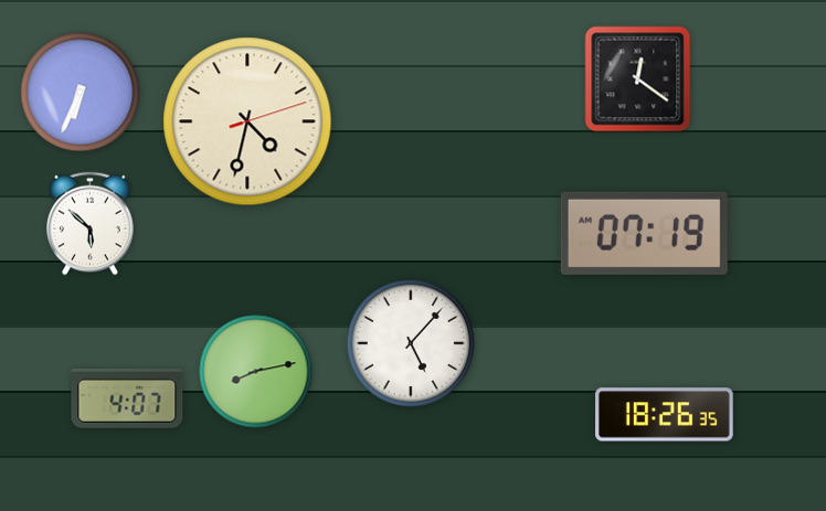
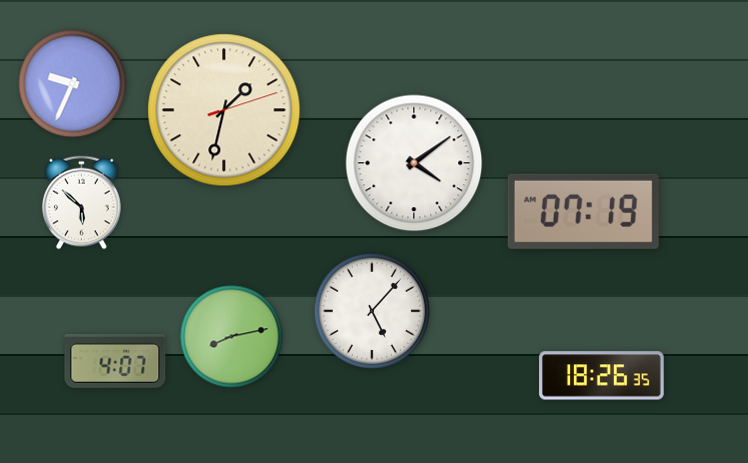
clock at (638, 79): 12:21 -> none
clock at (81, 93): 6:34 -> 9:34
clock at (247, 121): 4:32 -> 1:32
clock at (414, 163): none -> 4:09
